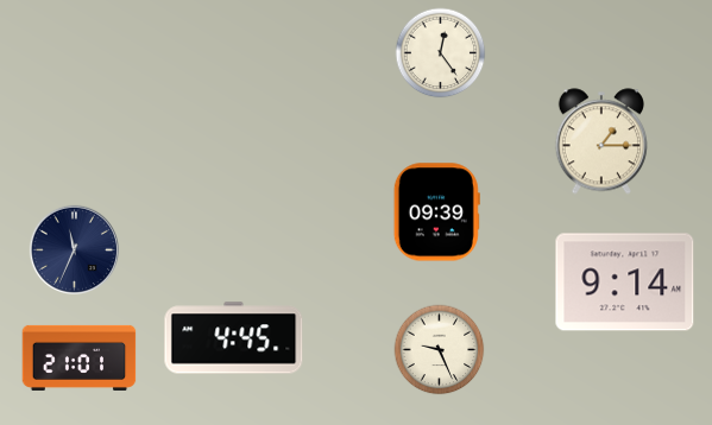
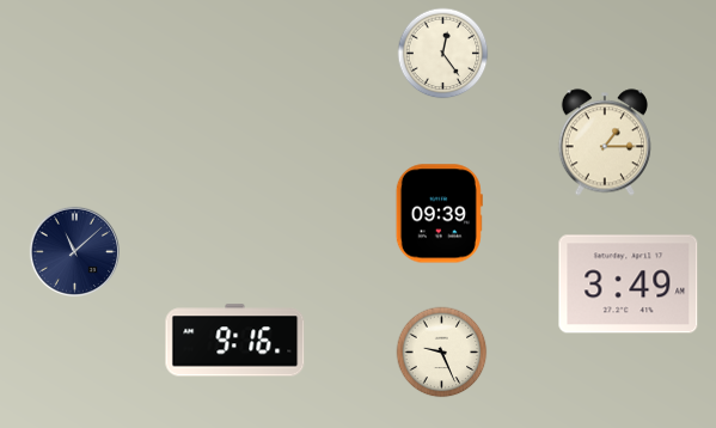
clock at (74, 249): 11:34 -> 11:08
clock at (625, 283): 9:14 -> 3:49
clock at (234, 338): 4:45 -> 9:16
clock at (80, 357): 21:01 -> none
